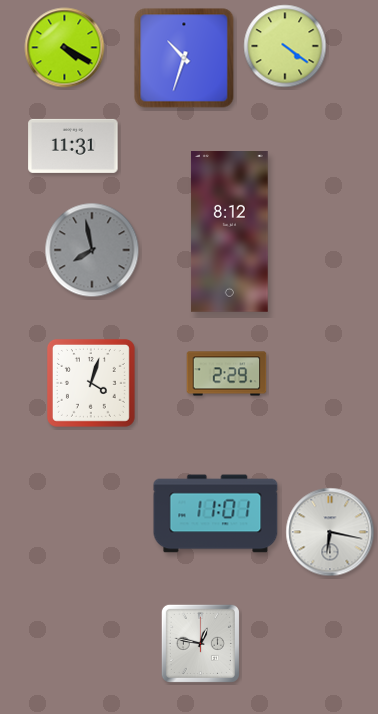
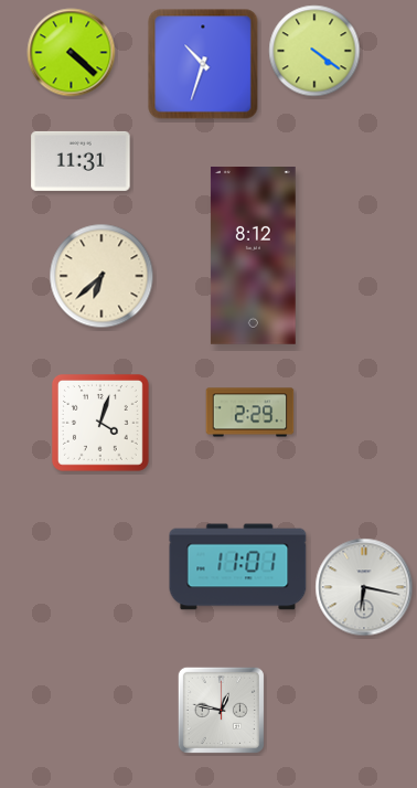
clock at (65, 48): 4:20 -> 4:22
clock at (92, 250): 7:58 -> 6:38
clock at (92, 250) dial: grey -> cream
